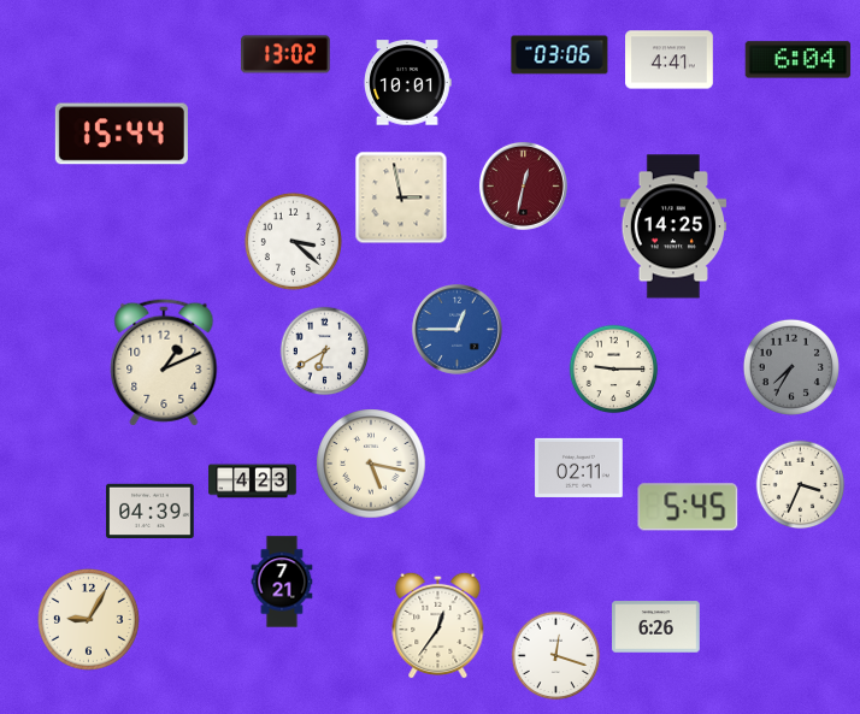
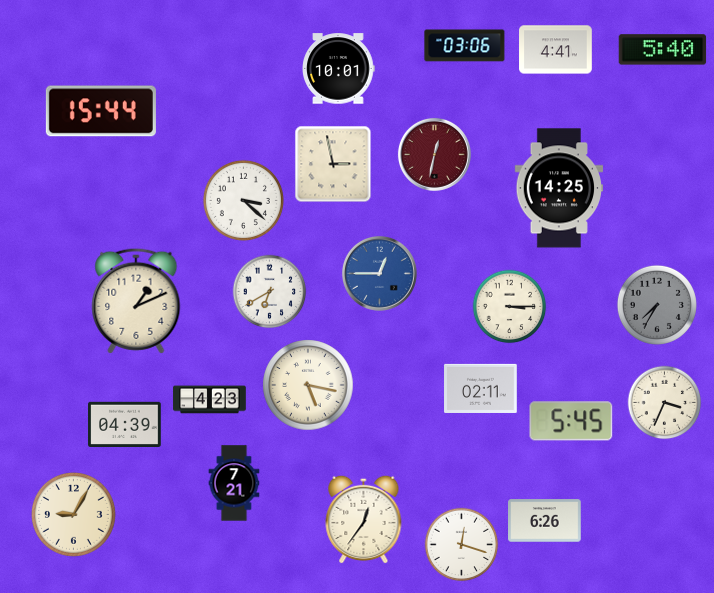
clock at (285, 54): 13:02 -> none
clock at (799, 60): 6:04 -> 5:40
clock at (614, 370): 9:15 -> 3:15
